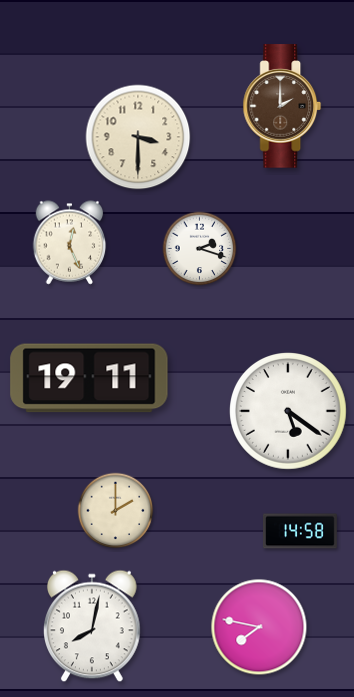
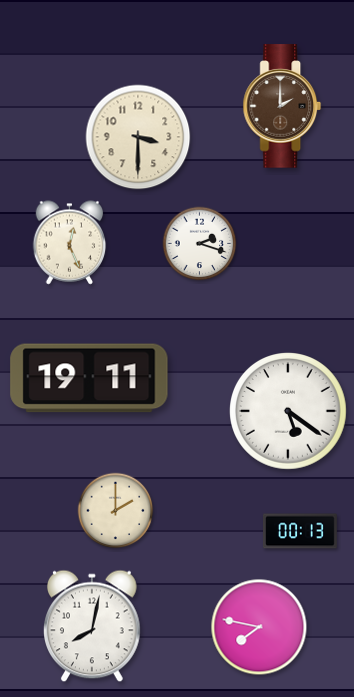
clock at (200, 249) position: (200, 249) -> (200, 244)
clock at (300, 531): 14:58 -> 00:13
